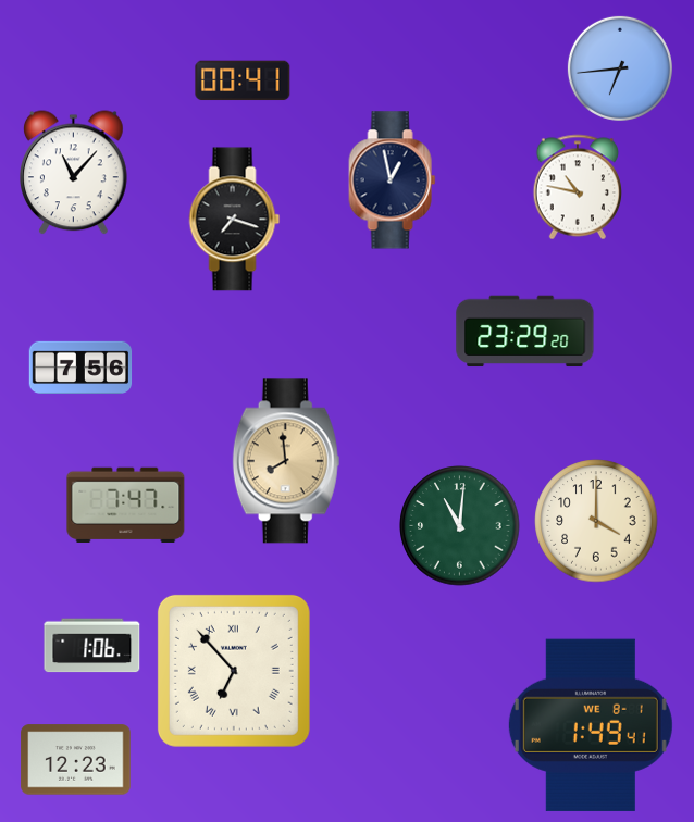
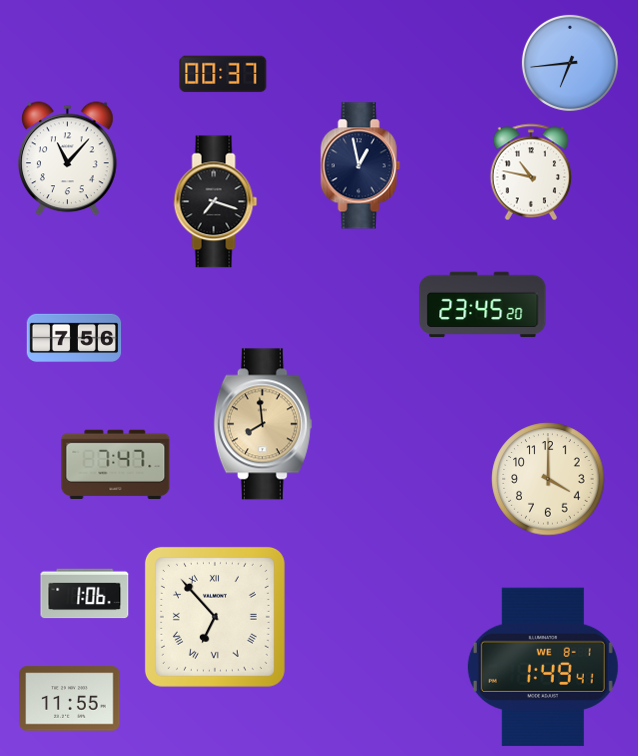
clock at (243, 80): 00:41 -> 00:37
clock at (525, 332): 23:29 -> 23:45
clock at (460, 526): 11:01 -> none
clock at (76, 760): 12:23 -> 11:55
